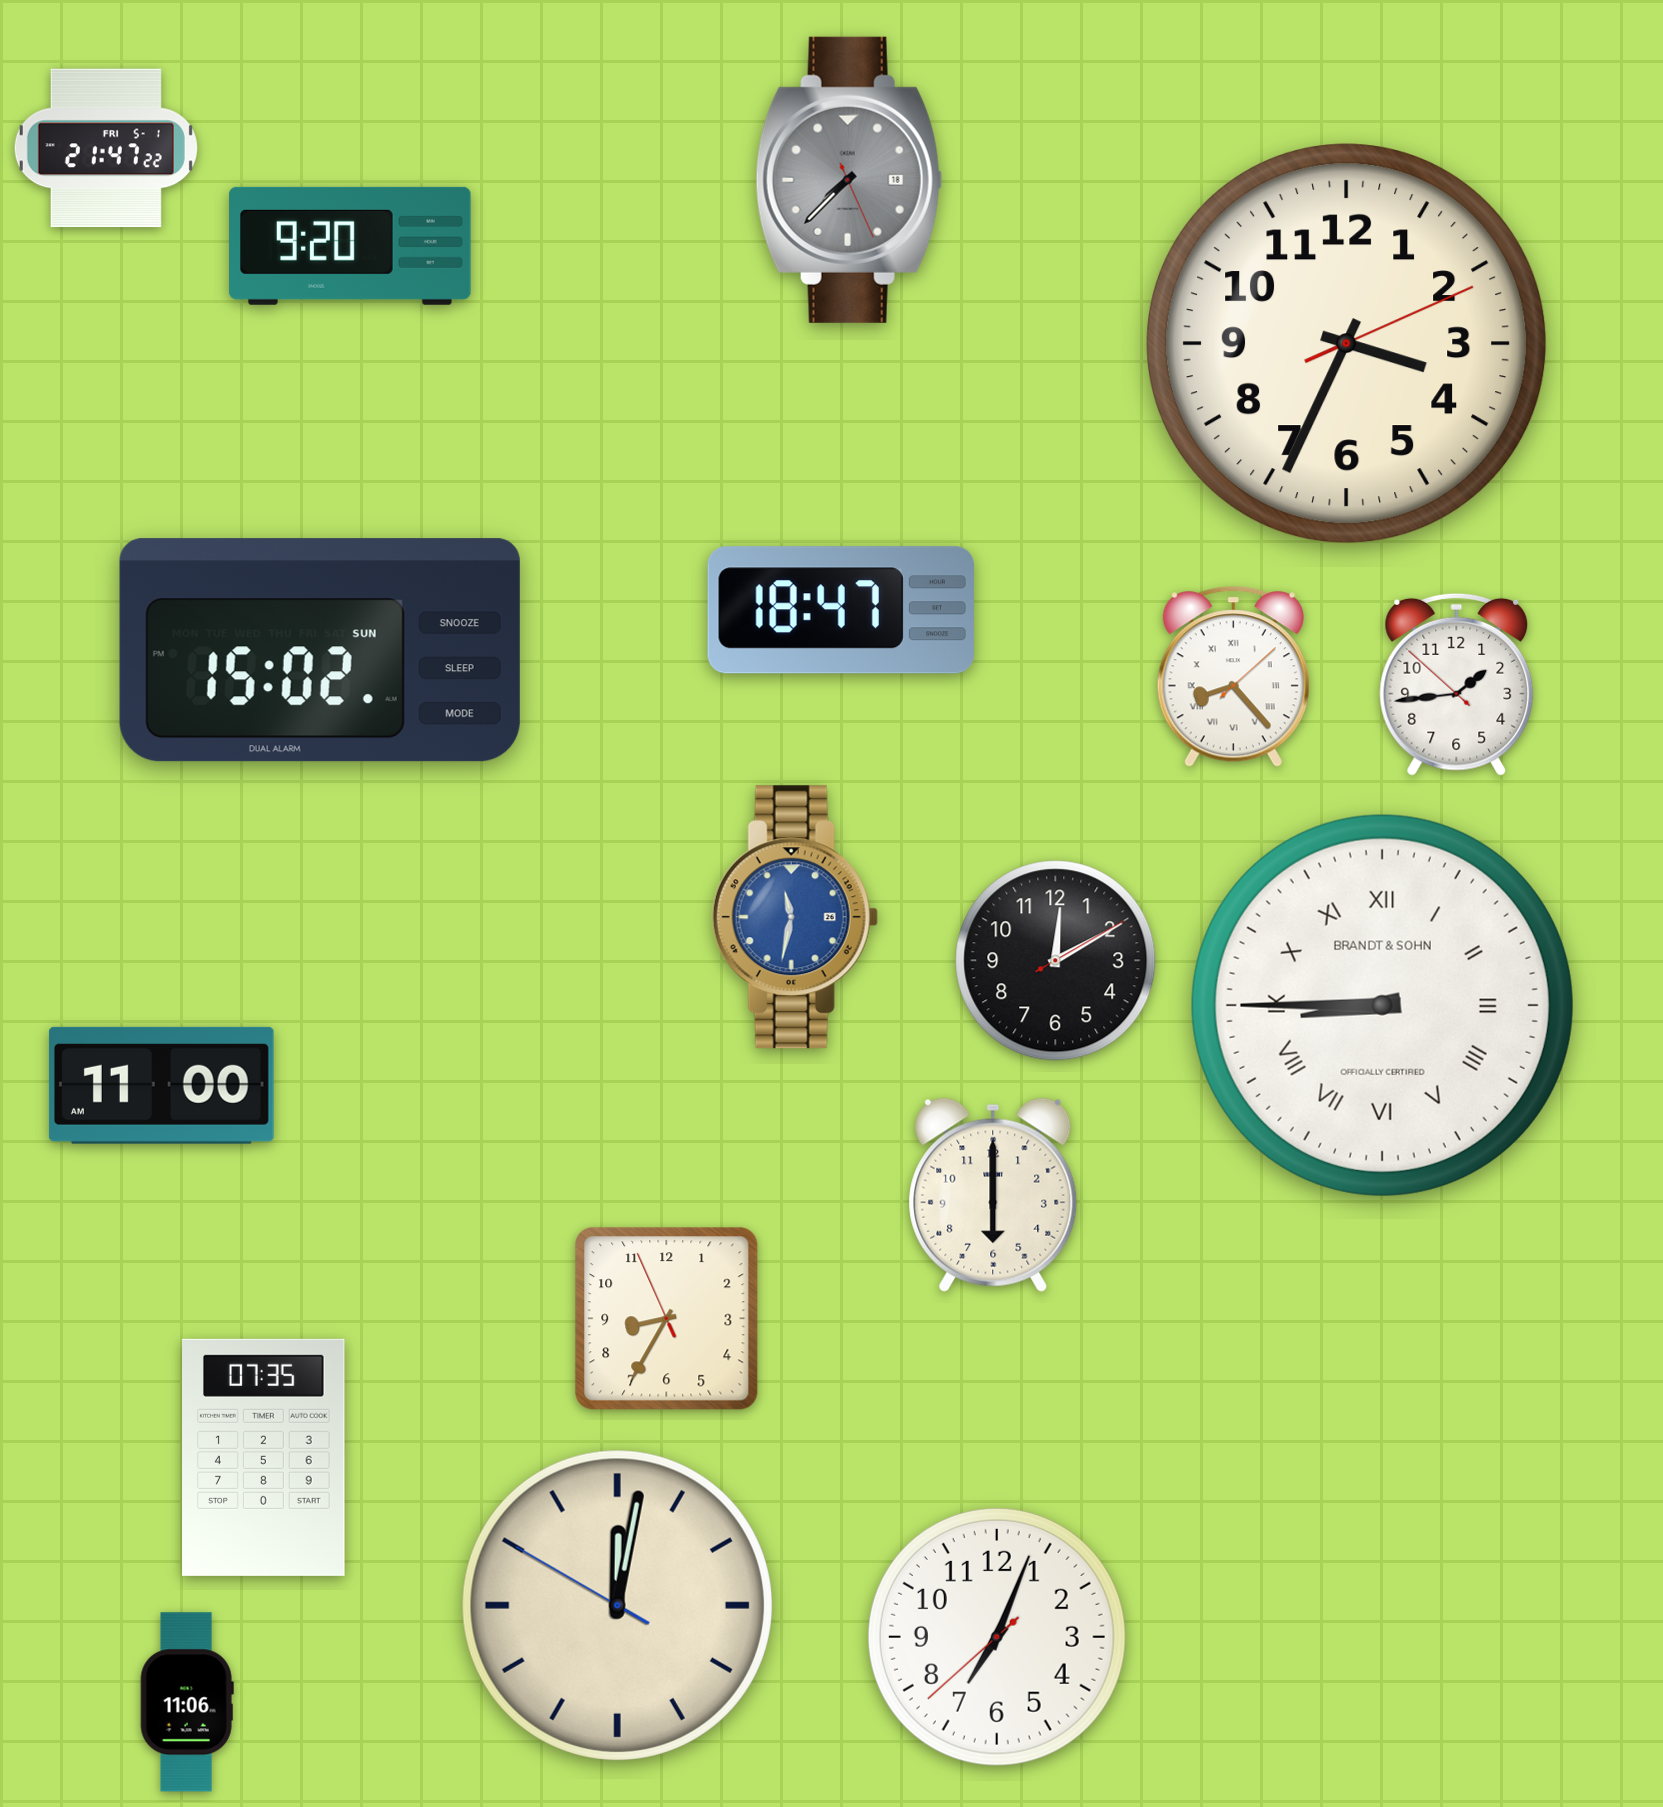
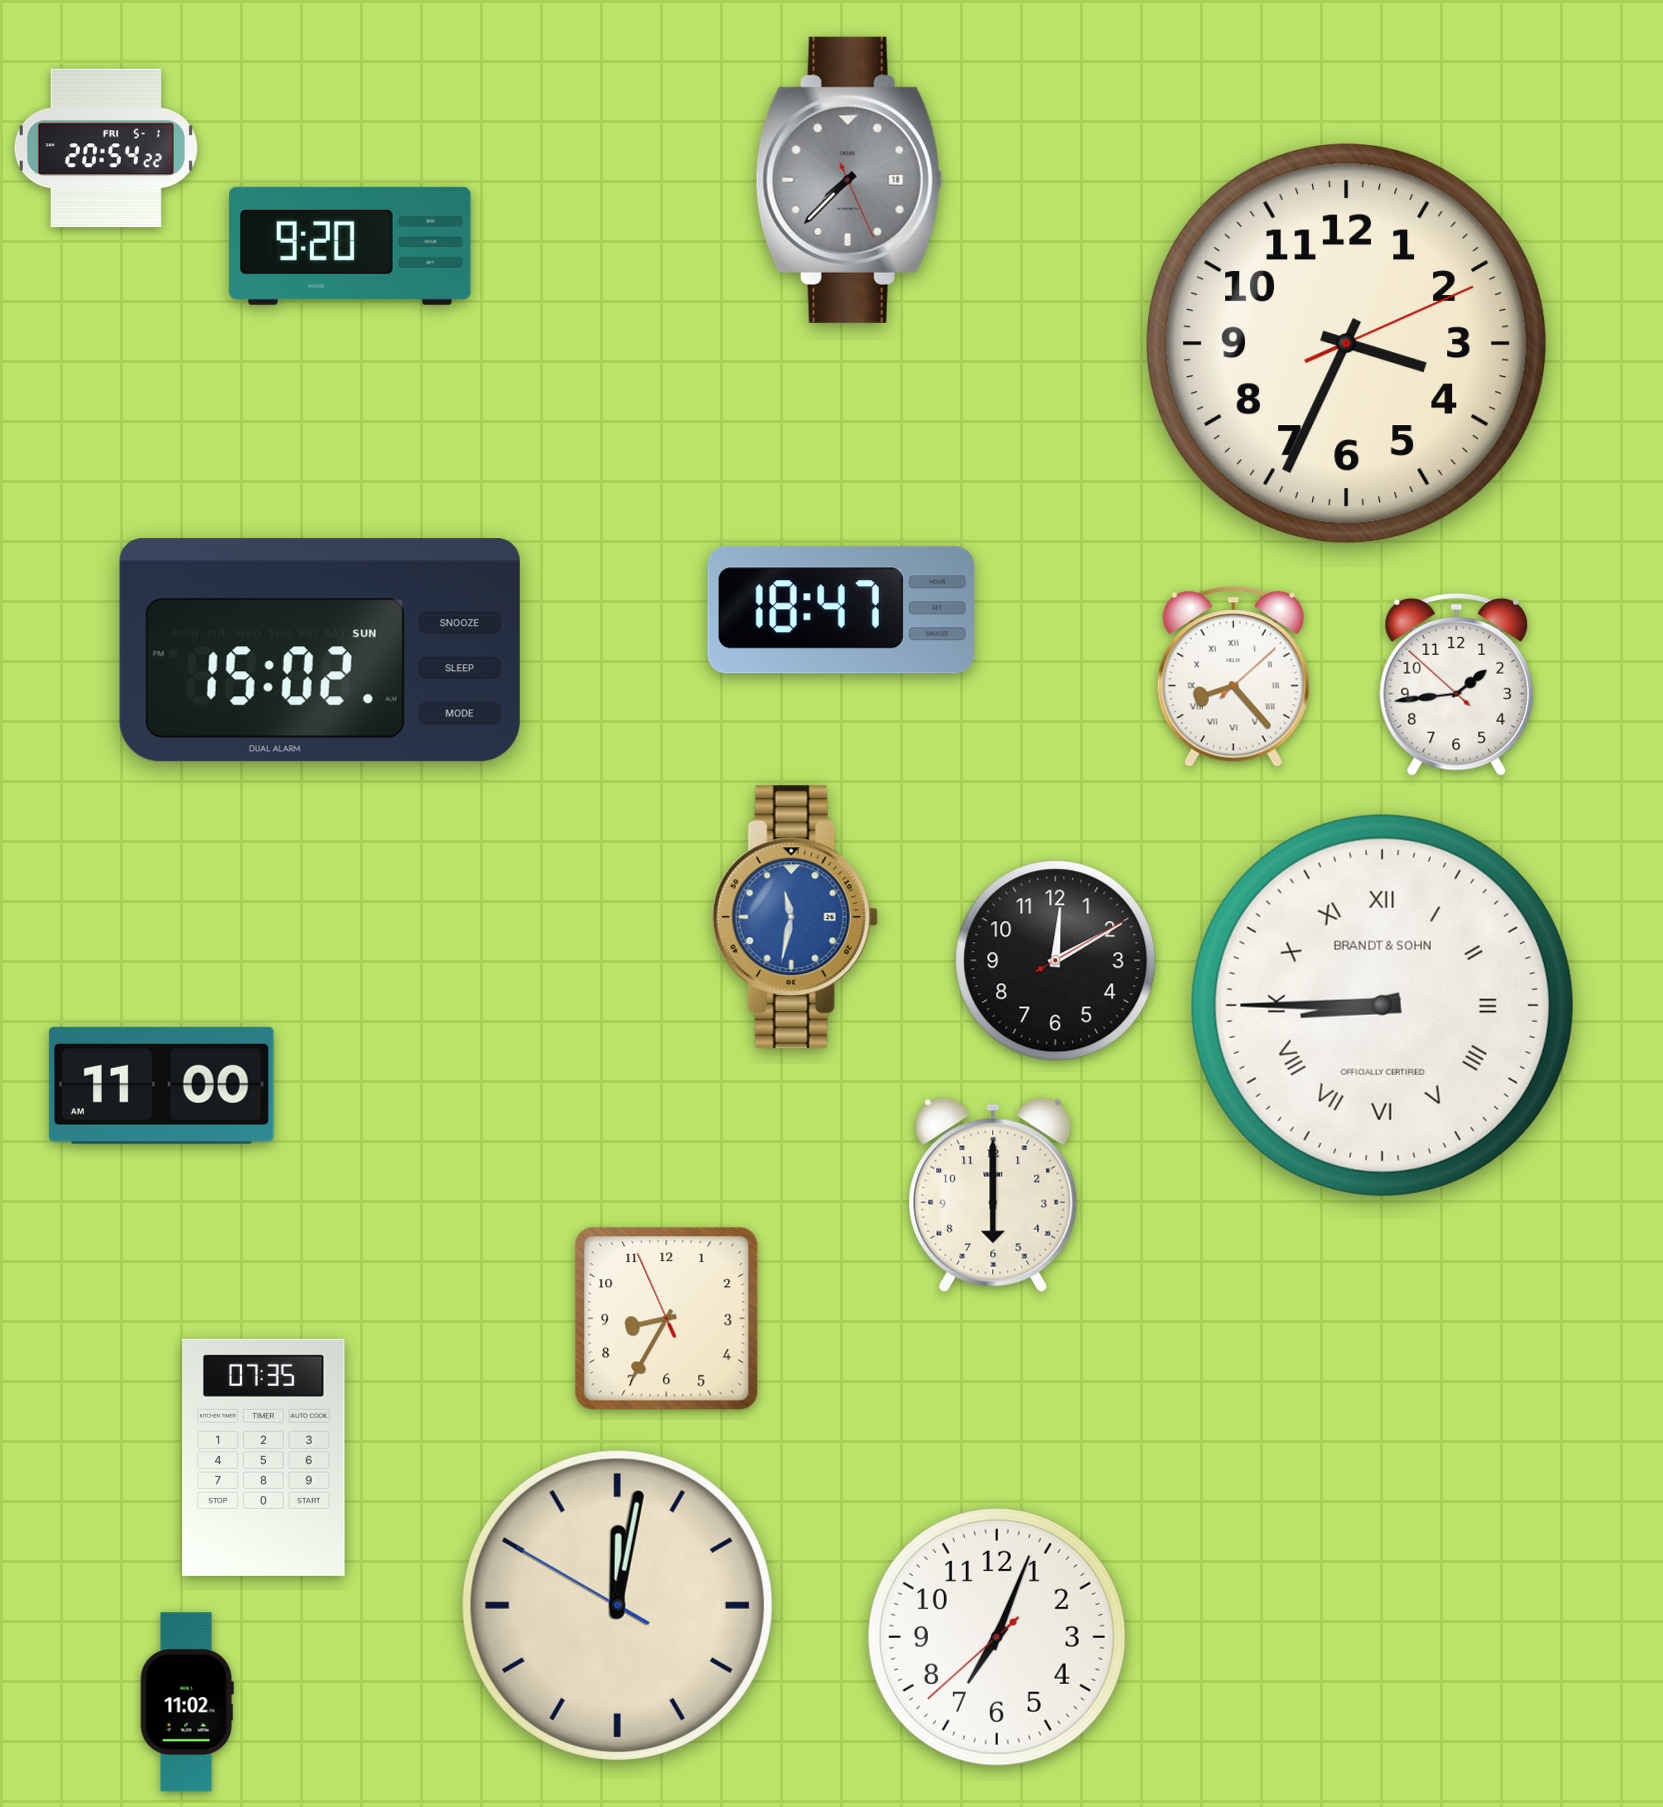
clock at (106, 148): 21:47 -> 20:54
clock at (187, 1702): 11:06 -> 11:02
